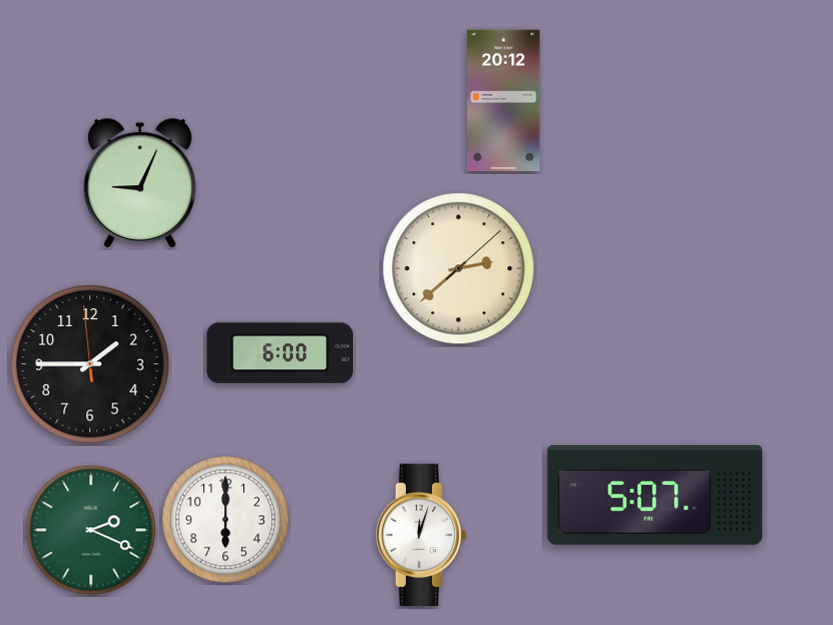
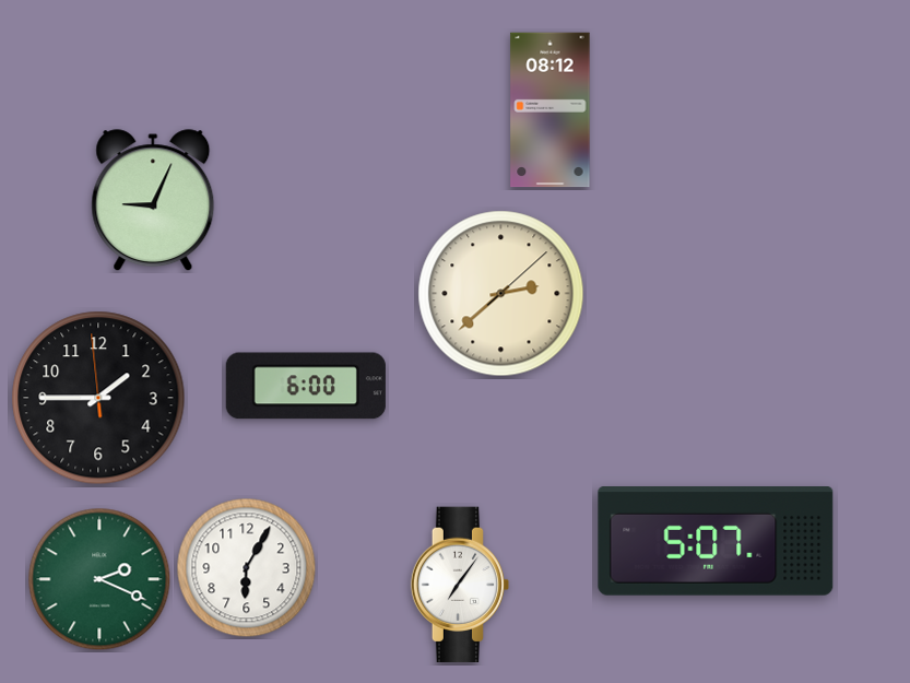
clock at (504, 101): 20:12 -> 08:12
clock at (226, 520): 6:00 -> 6:05
clock at (421, 535): 12:03 -> 7:06
